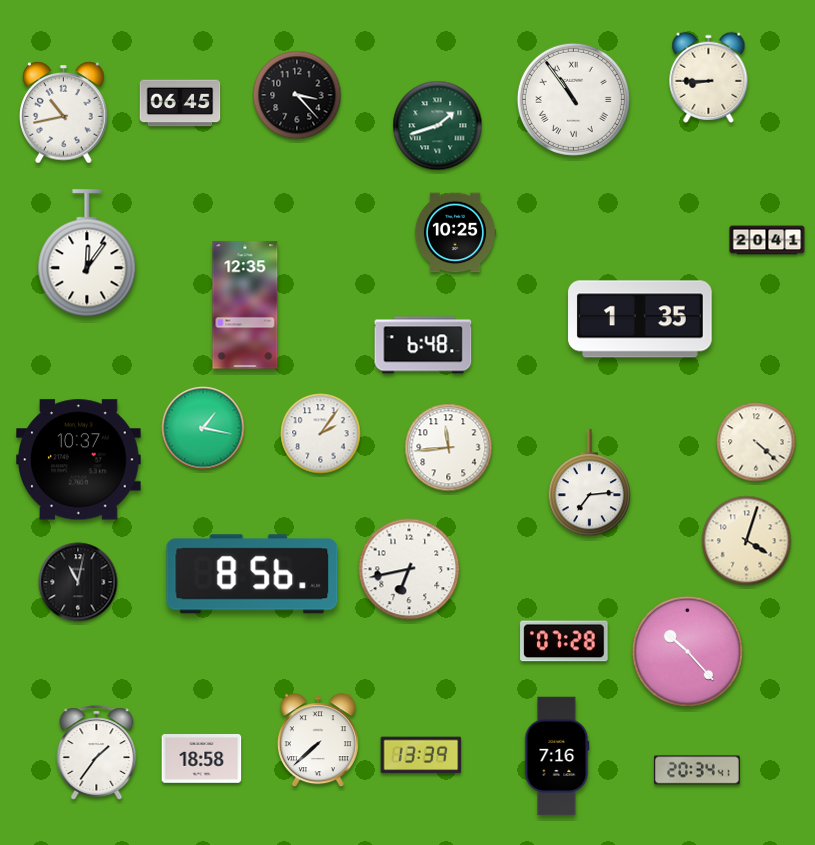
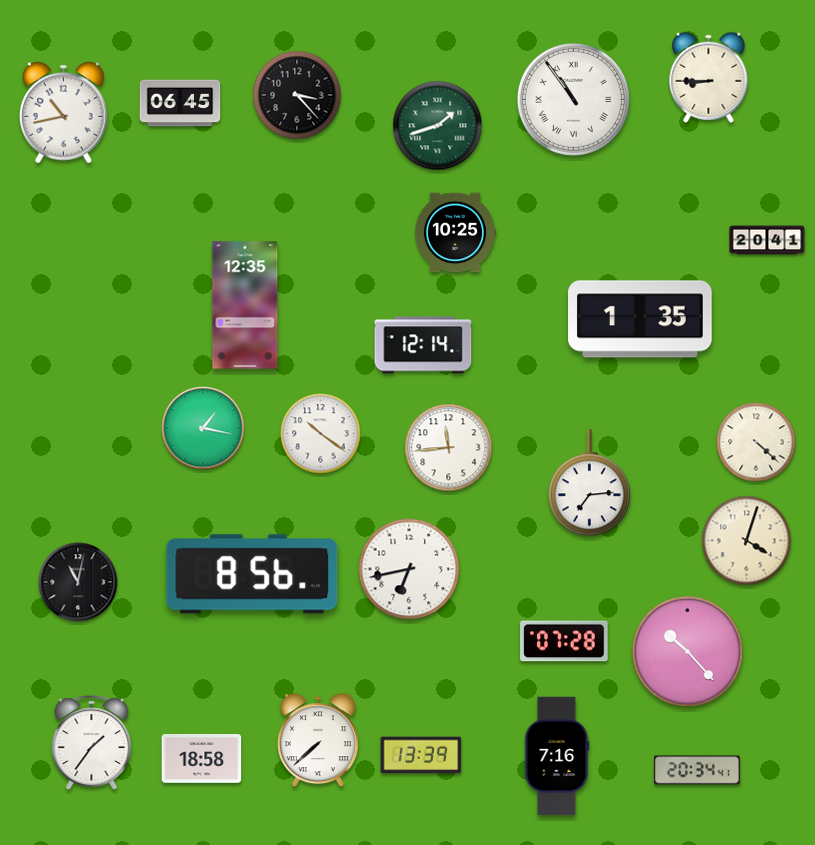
clock at (87, 254): 12:06 -> none
clock at (423, 345): 6:48 -> 12:14
clock at (321, 434): 2:06 -> 10:21
clock at (79, 460): 10:37 -> none
clock at (97, 753) position: (97, 753) -> (92, 743)
